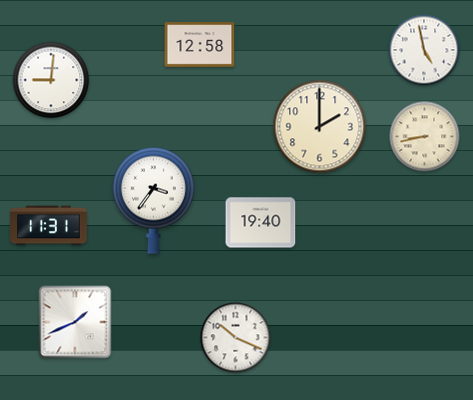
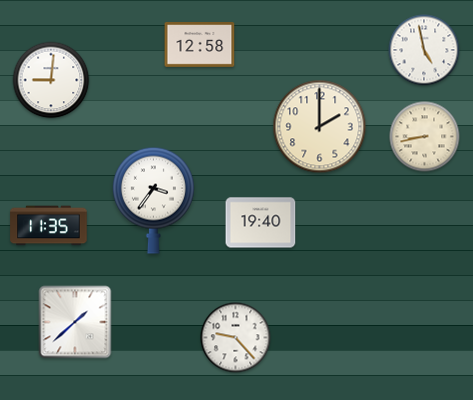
clock at (49, 226): 11:31 -> 11:35
clock at (75, 322): 1:41 -> 1:38
clock at (236, 338): 10:19 -> 9:23
